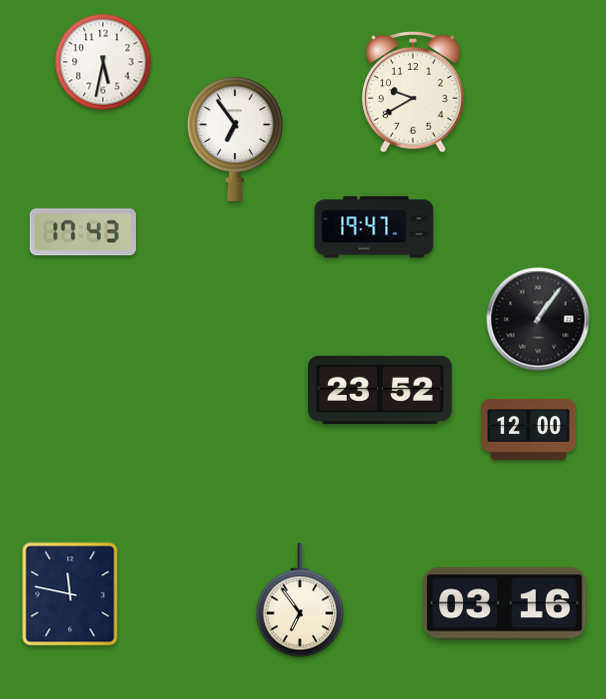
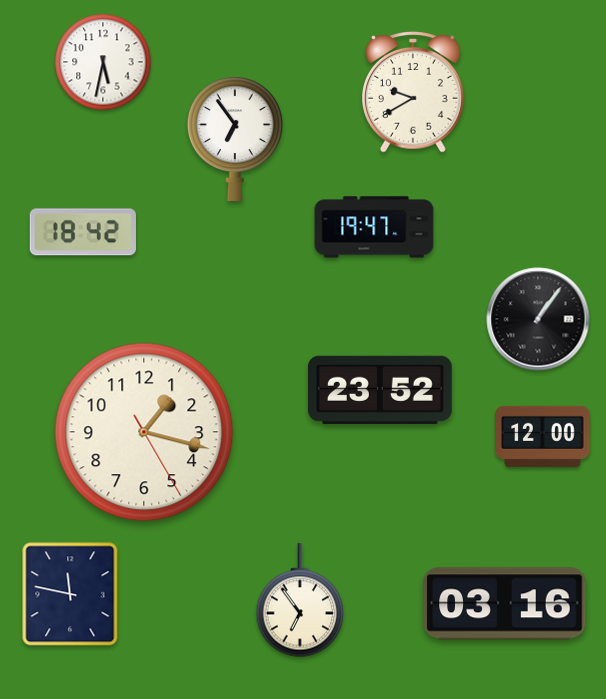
clock at (83, 232): 17:43 -> 18:42
clock at (529, 429) position: (529, 429) -> (543, 436)
clock at (144, 432): none -> 1:17
